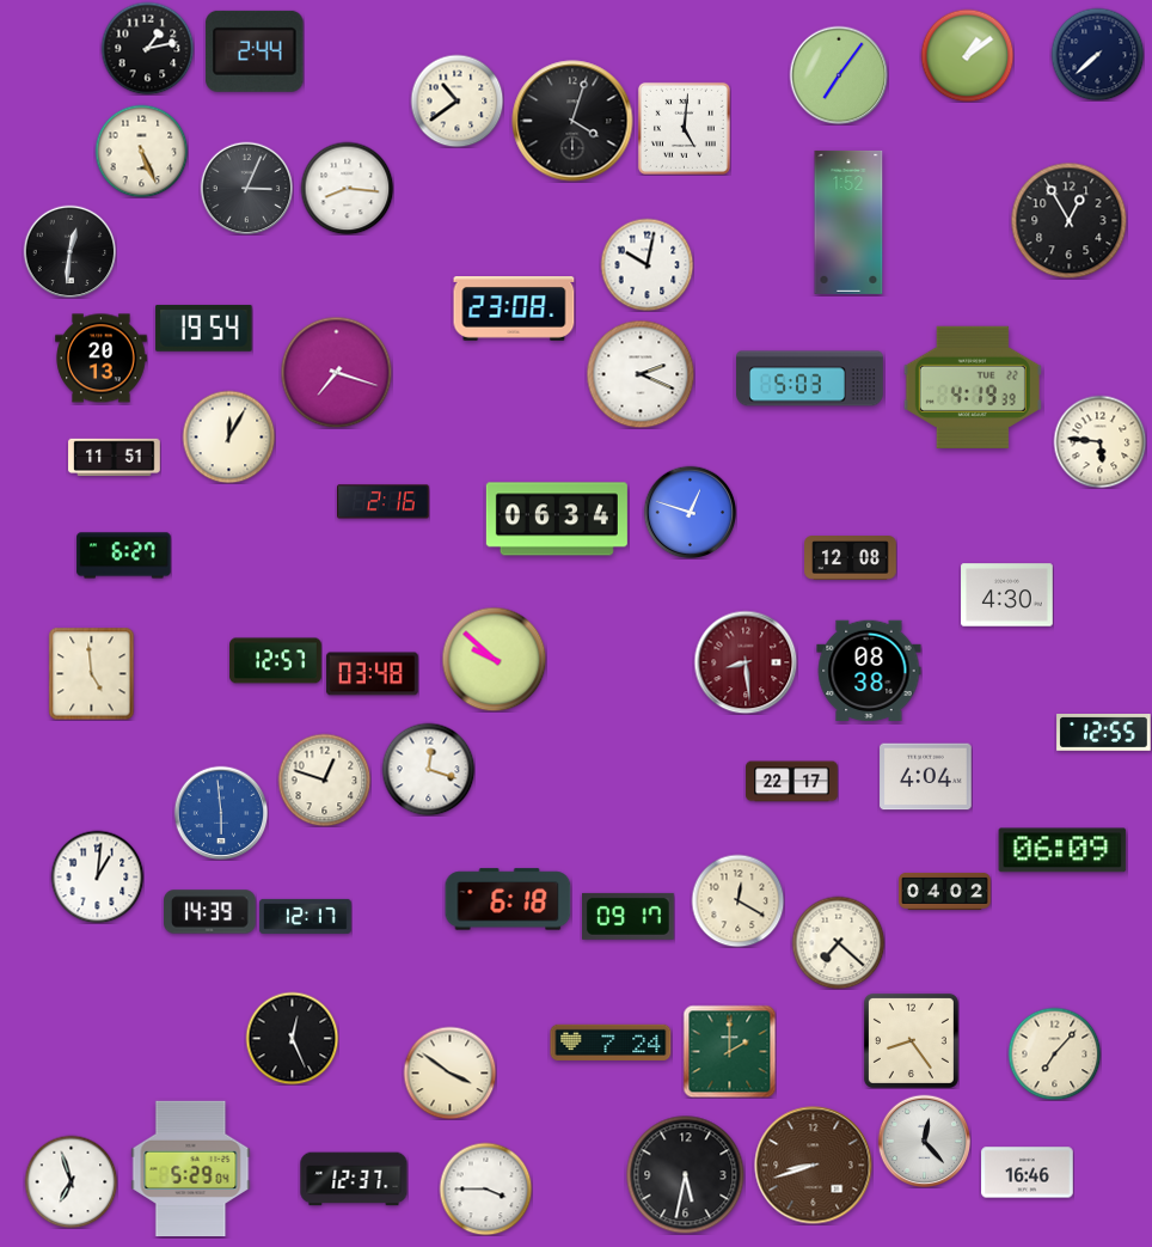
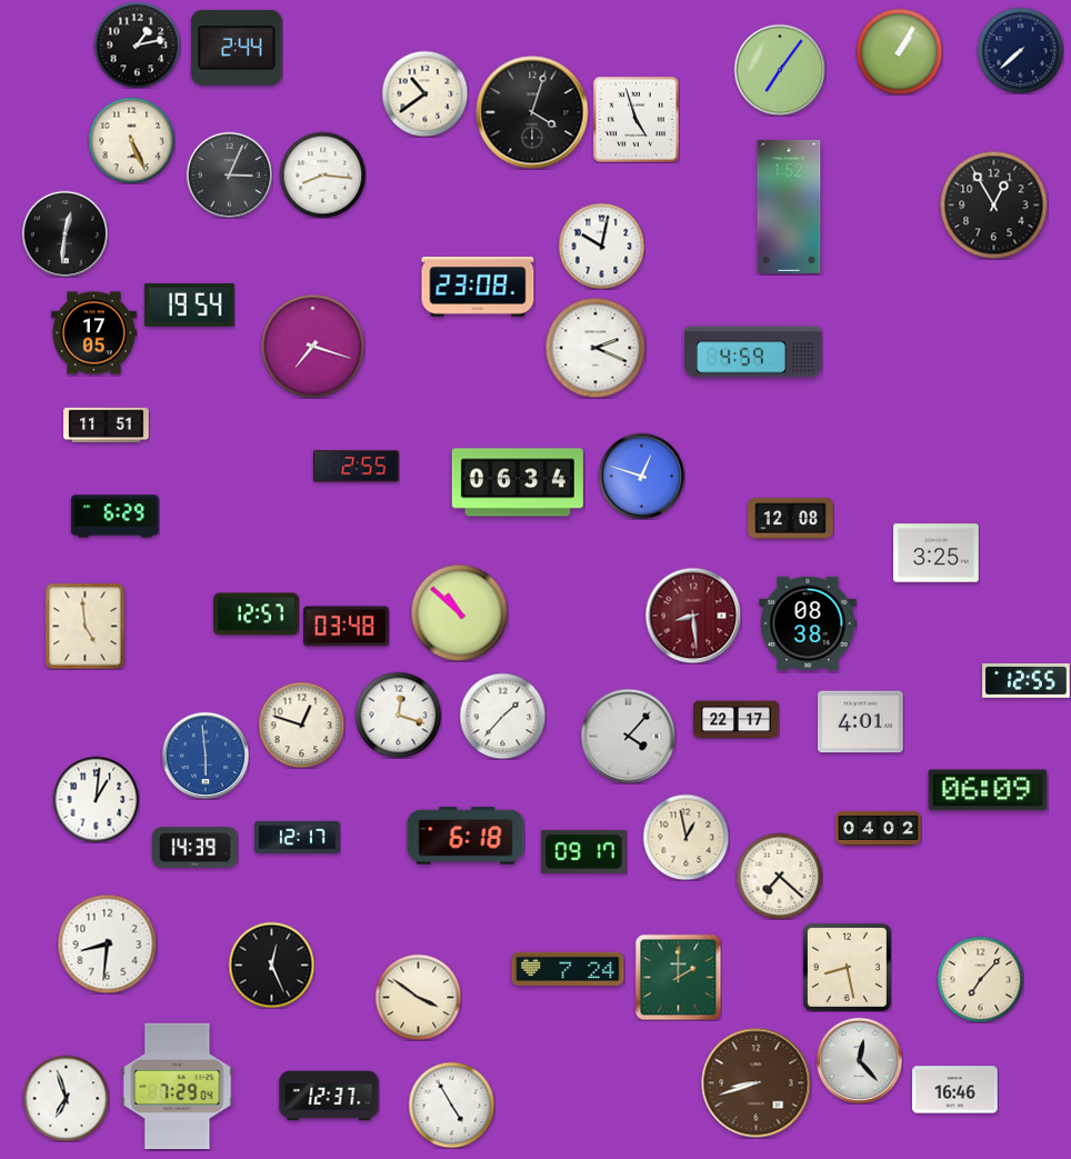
clock at (967, 55): 1:09 -> 1:05
clock at (684, 128): 5:01 -> 4:57
clock at (102, 359): 20:13 -> 17:05
clock at (810, 379): 5:03 -> 4:59
clock at (973, 387): 4:19 -> none
clock at (228, 436): 12:05 -> none
clock at (1099, 441): 5:46 -> none
clock at (384, 502): 2:16 -> 2:55
clock at (124, 556): 6:27 -> 6:29
clock at (1007, 595): 4:30 -> 3:25
clock at (494, 659): 9:52 -> 10:52
clock at (502, 716): none -> 1:37
clock at (926, 777): 4:04 -> 4:01
clock at (792, 782) position: (792, 782) -> (737, 720)
clock at (628, 736): none -> 4:07
clock at (97, 876) position: (97, 876) -> (96, 799)
clock at (508, 899) position: (508, 899) -> (466, 836)
clock at (737, 900): 12:20 -> 12:58
clock at (306, 916) position: (306, 916) -> (298, 837)
clock at (107, 943): none -> 8:31
clock at (911, 1040): 8:24 -> 8:28
clock at (191, 1169): 5:29 -> 7:29
clock at (686, 1175): 5:32 -> none
clock at (485, 1188): 3:45 -> 4:55
